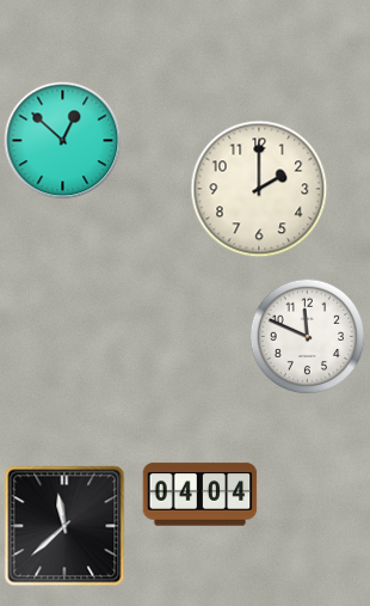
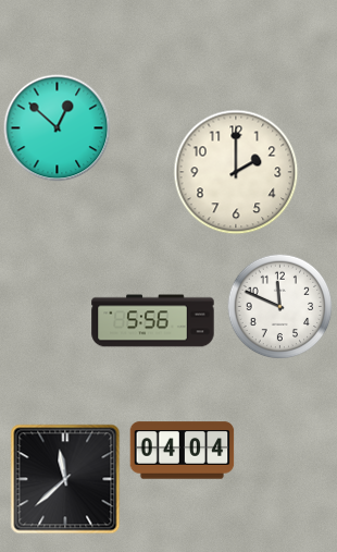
clock at (153, 321): none -> 5:56
clock at (64, 526) position: (64, 526) -> (65, 479)
